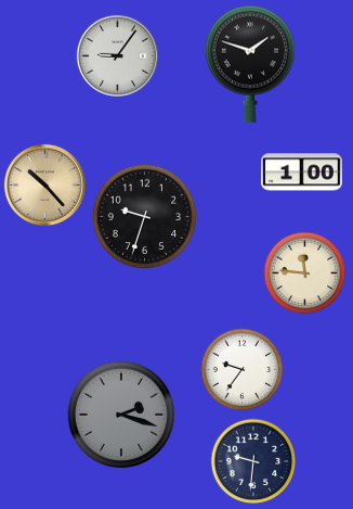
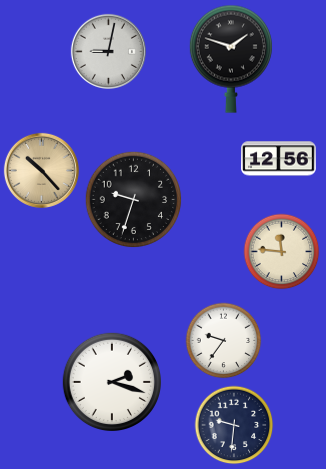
clock at (117, 55): 9:06 -> 9:02
clock at (302, 173): 1:00 -> 12:56
clock at (120, 413) dial: grey -> white
